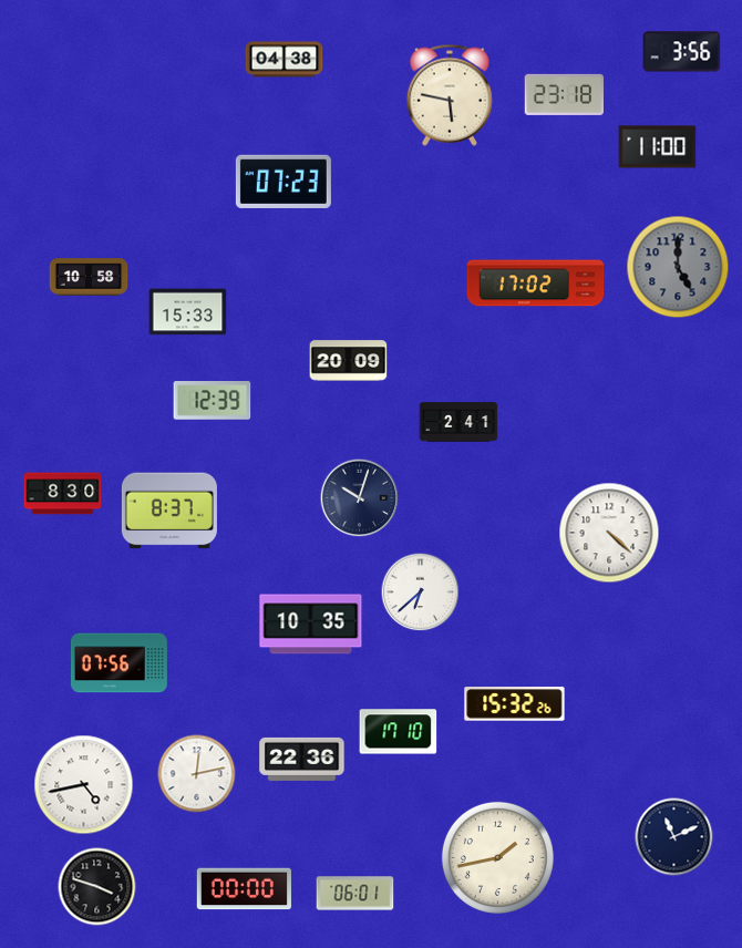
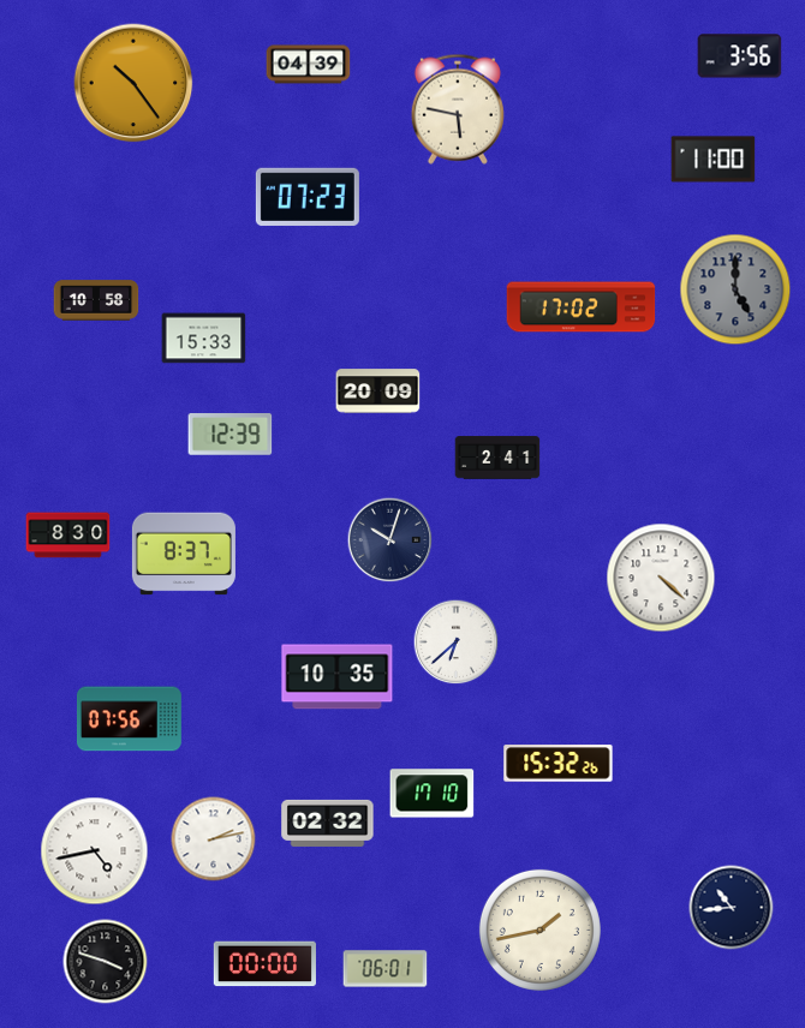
clock at (285, 60): 04:38 -> 04:39
clock at (133, 83): none -> 10:24
clock at (564, 94): 23:18 -> none
clock at (450, 95) position: (450, 95) -> (458, 109)
clock at (302, 759): 22:36 -> 02:32
clock at (197, 774): 12:13 -> 2:13
clock at (84, 785) position: (84, 785) -> (95, 851)
clock at (674, 837): 11:11 -> 10:44
